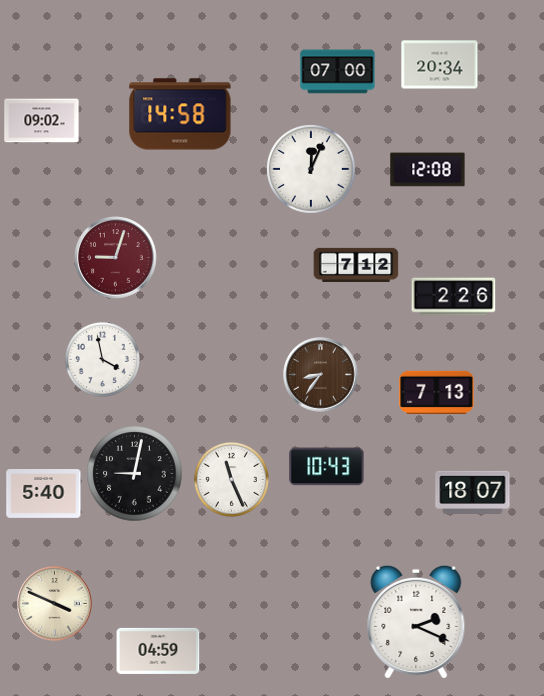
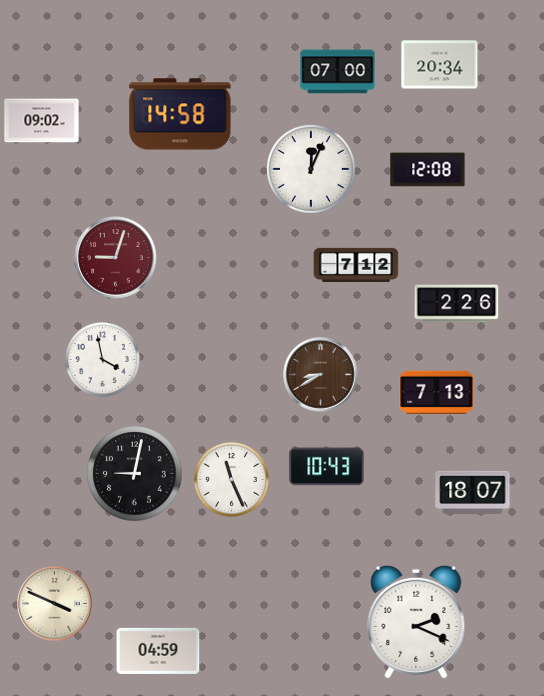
clock at (454, 297) position: (454, 297) -> (457, 304)
clock at (321, 375): 8:36 -> 8:40
clock at (44, 494): 5:40 -> none
